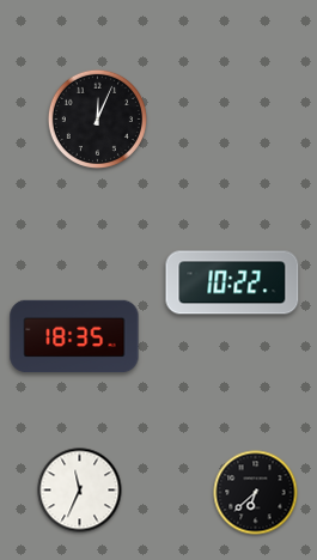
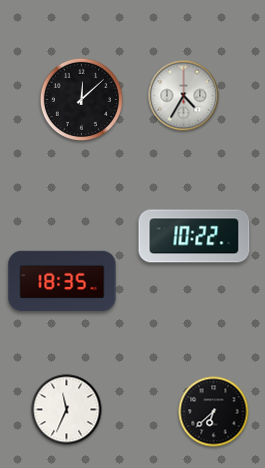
clock at (184, 96): none -> 4:35
clock at (97, 118): 12:04 -> 12:08
